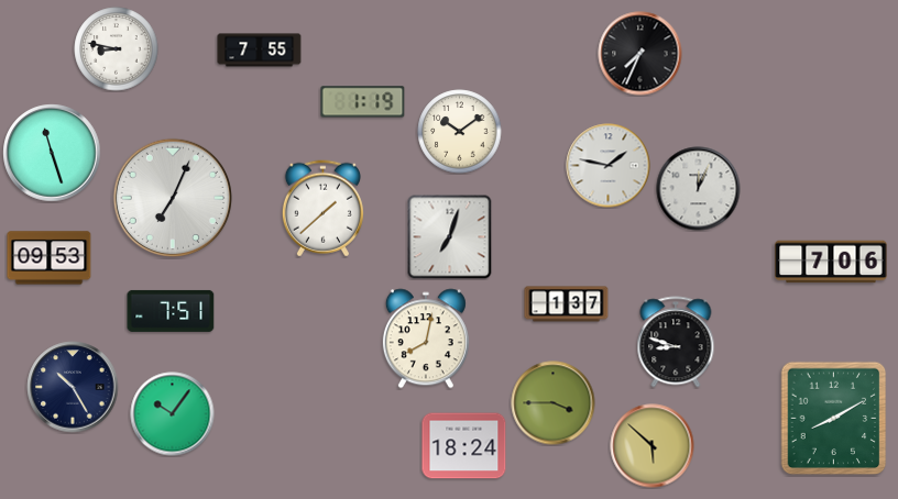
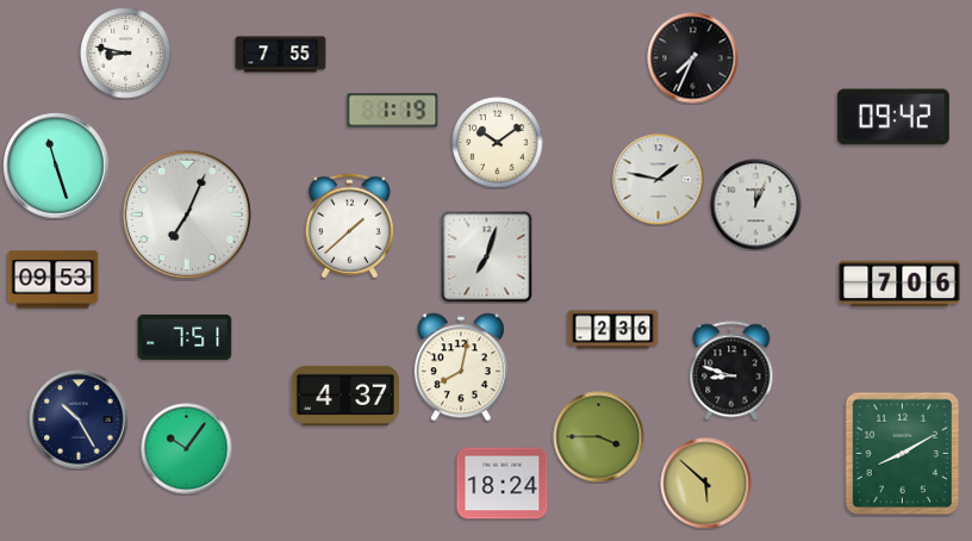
clock at (893, 117): none -> 09:42
clock at (567, 304): 1:37 -> 2:36
clock at (345, 396): none -> 4:37
